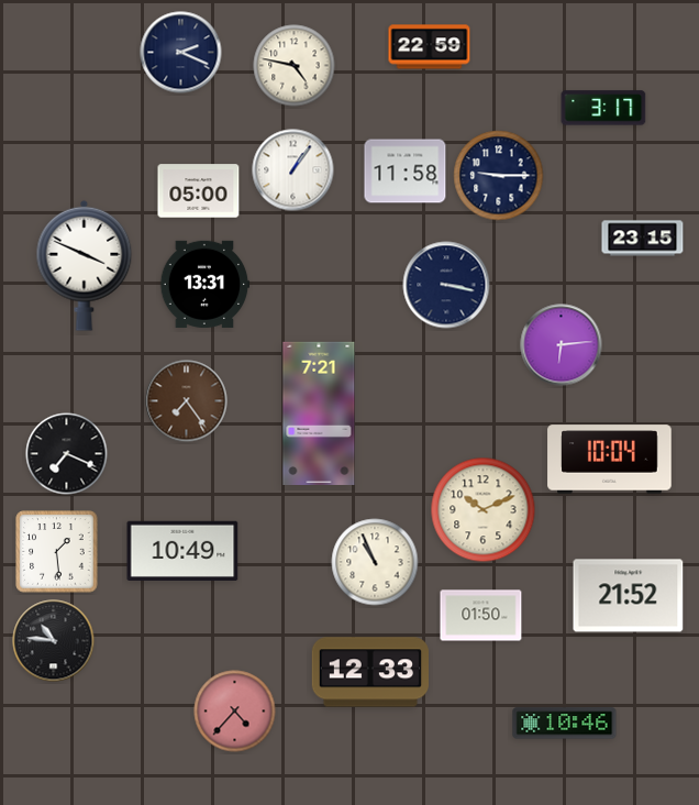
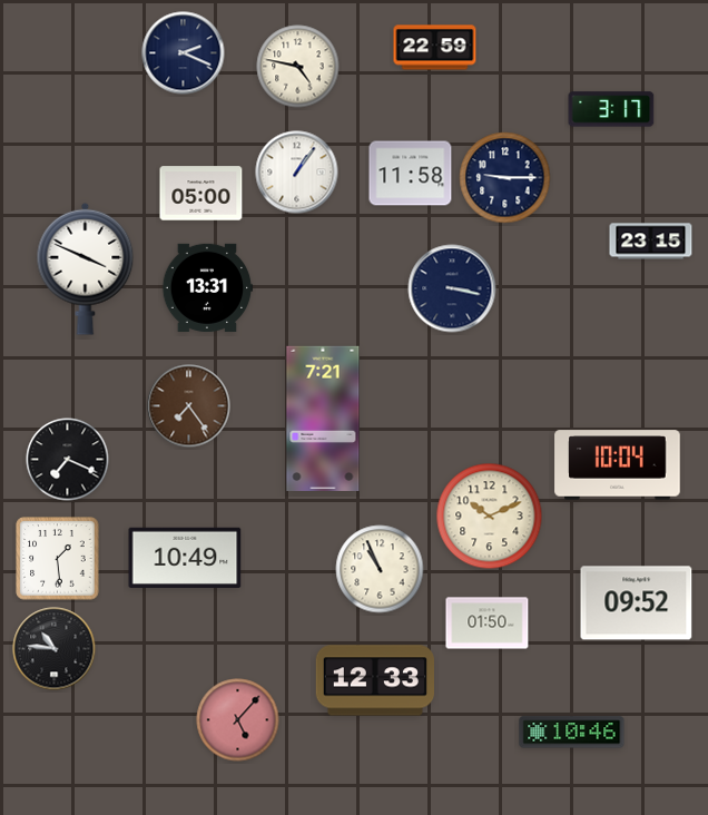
clock at (562, 345): 6:14 -> none
clock at (629, 596): 21:52 -> 09:52
clock at (235, 712): 4:37 -> 5:07
